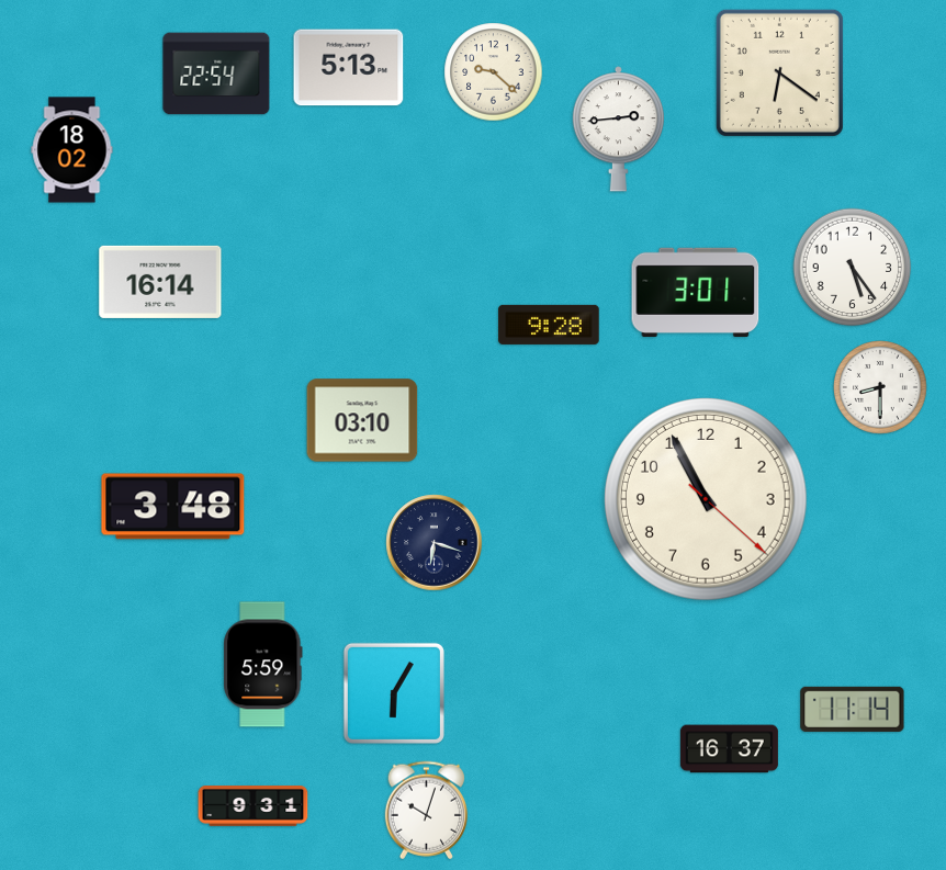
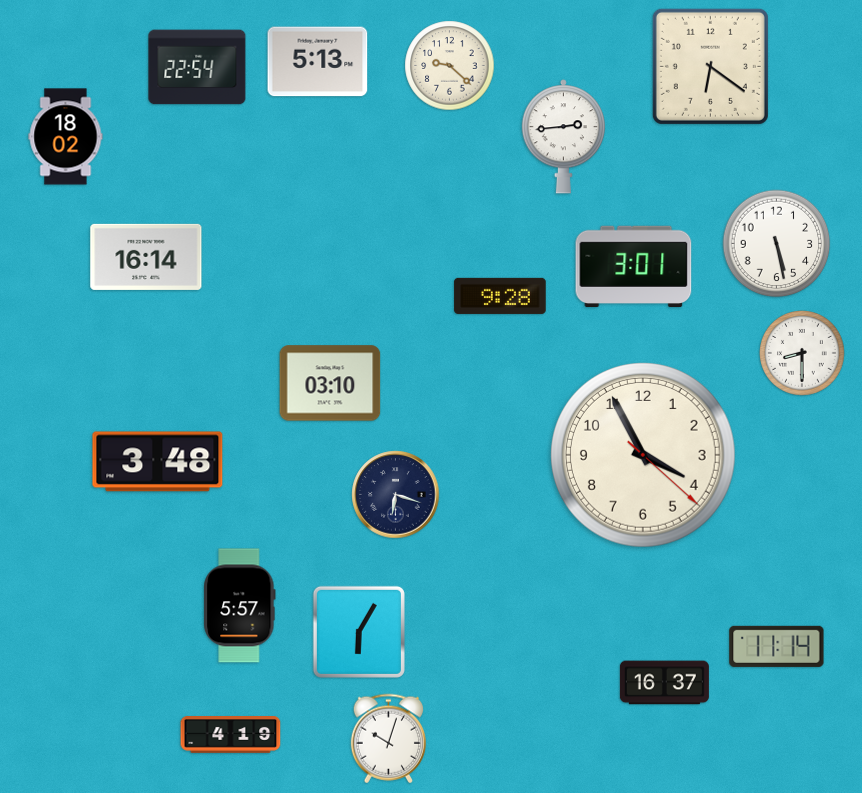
clock at (618, 129) position: (618, 129) -> (563, 137)
clock at (853, 268): 5:24 -> 5:28
clock at (707, 499): 10:55 -> 3:55
clock at (263, 665): 5:59 -> 5:57
clock at (254, 806): 9:31 -> 4:19
